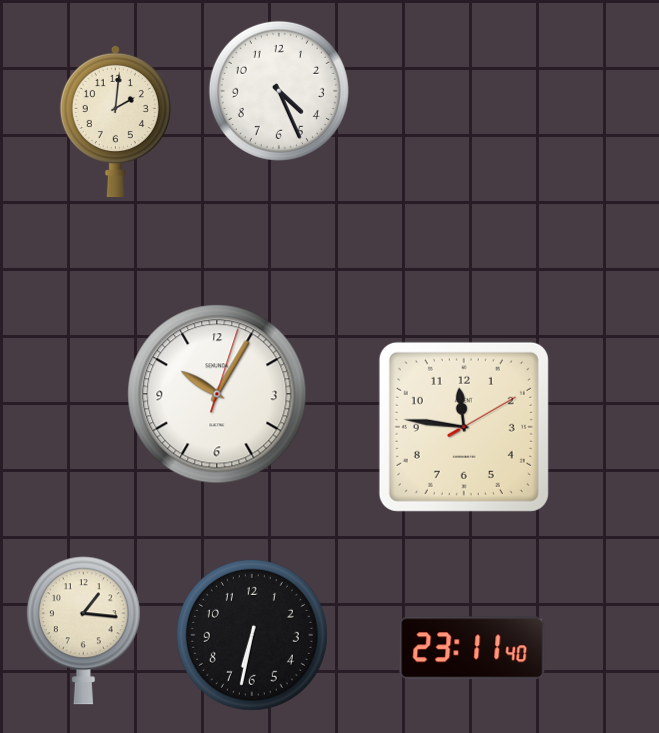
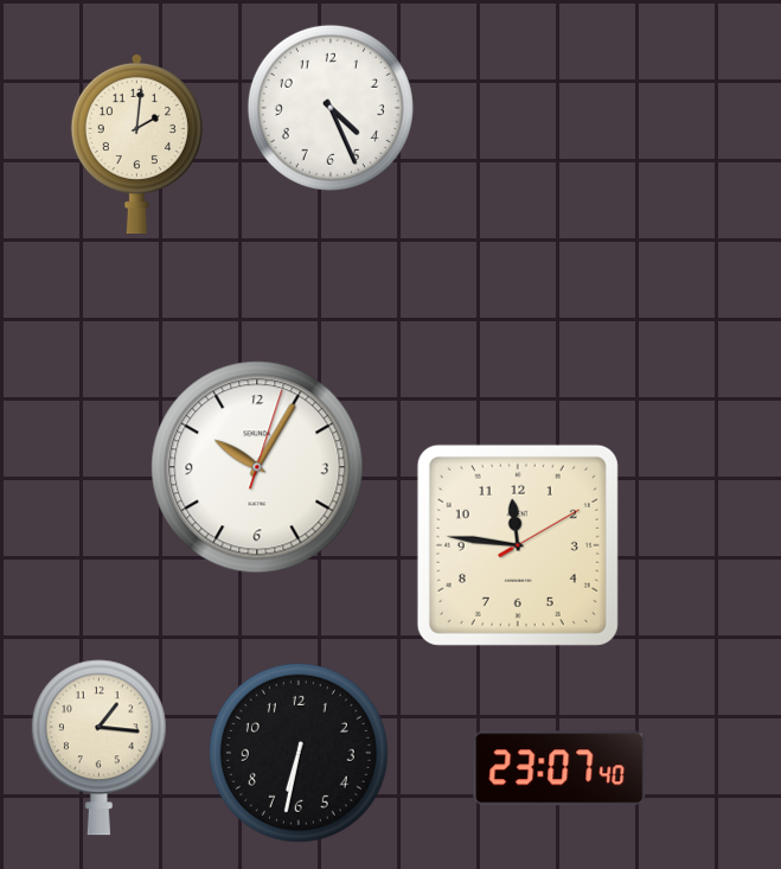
clock at (464, 427) position: (464, 427) -> (518, 545)
clock at (472, 648): 23:11 -> 23:07
